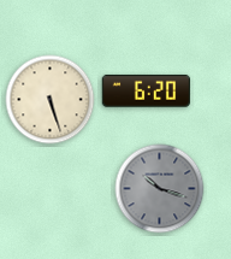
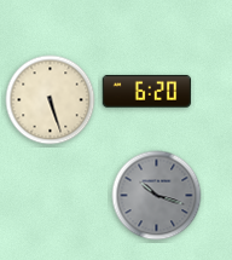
clock at (160, 189) position: (160, 189) -> (157, 196)
